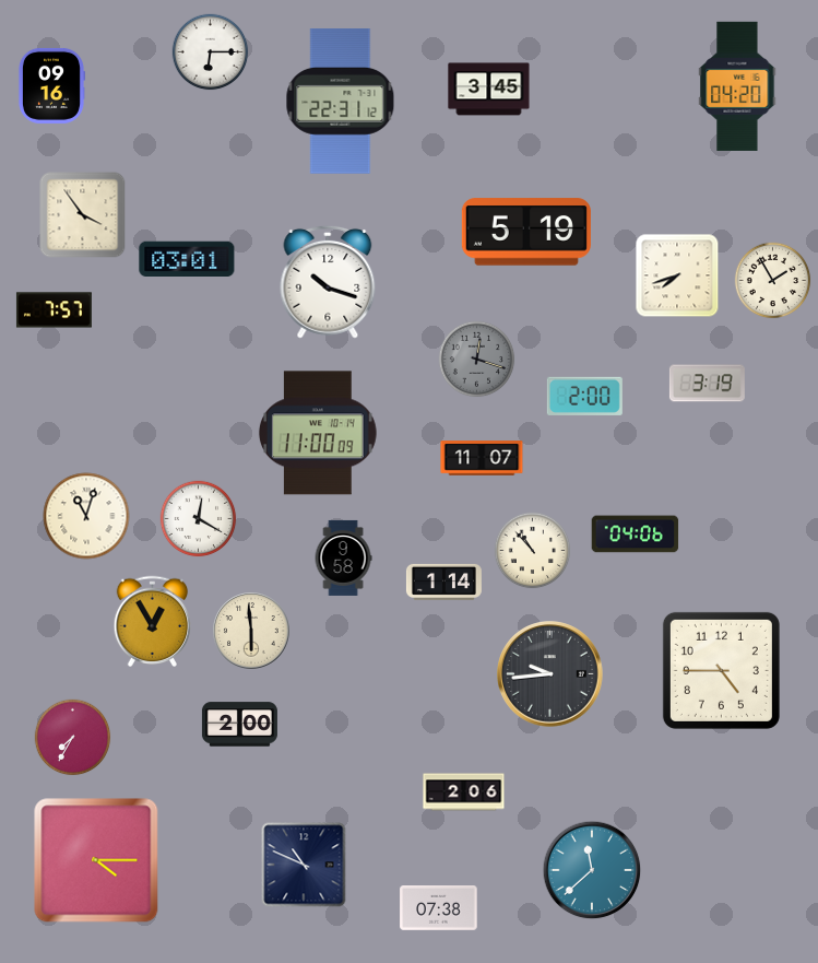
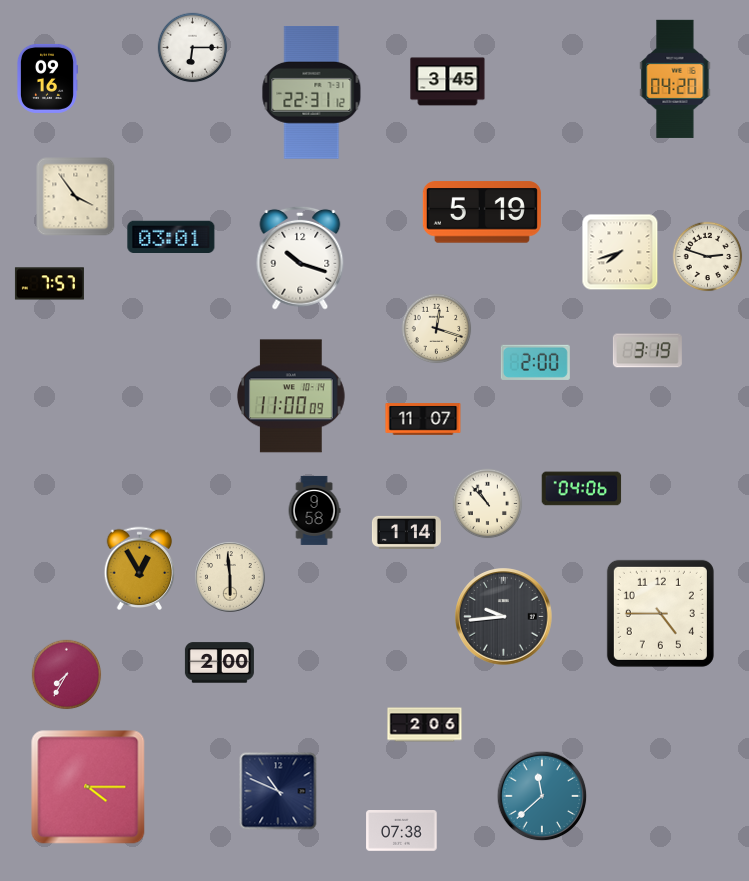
clock at (773, 281): 1:55 -> 2:48
clock at (477, 360) dial: grey -> cream
clock at (482, 458) position: (482, 458) -> (423, 419)
clock at (86, 516): 11:03 -> none
clock at (199, 519): 12:20 -> none
